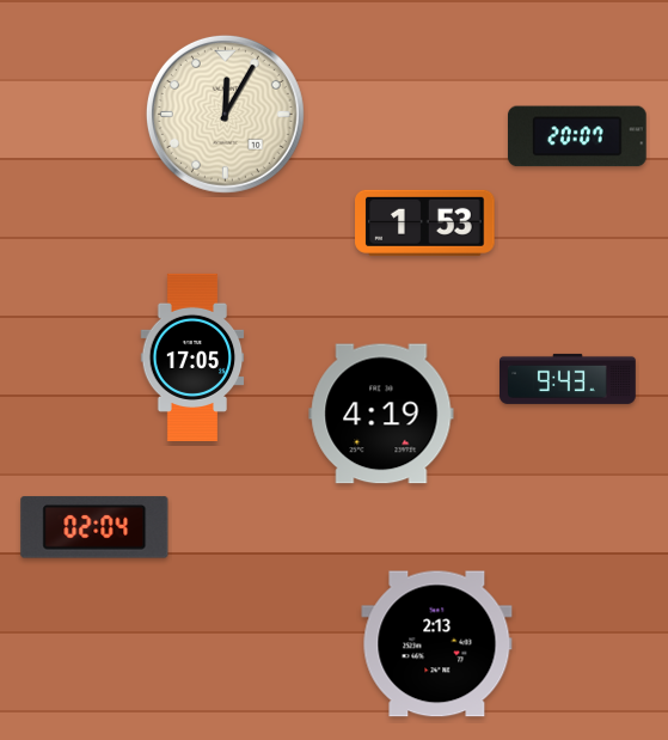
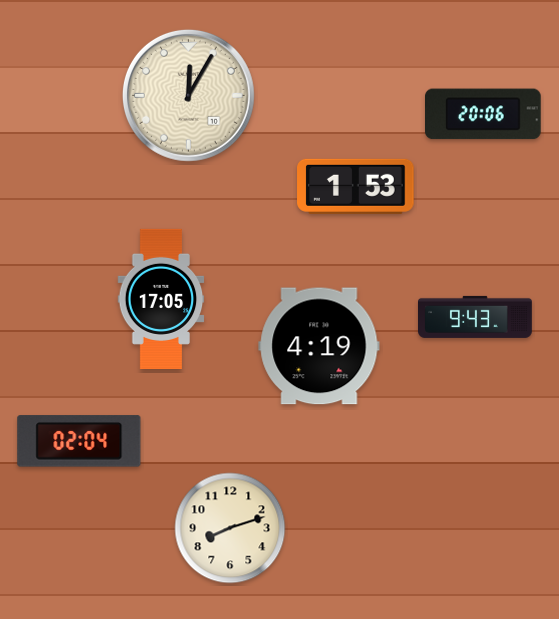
clock at (578, 136): 20:07 -> 20:06
clock at (230, 528): none -> 8:12
clock at (437, 644): 2:13 -> none
